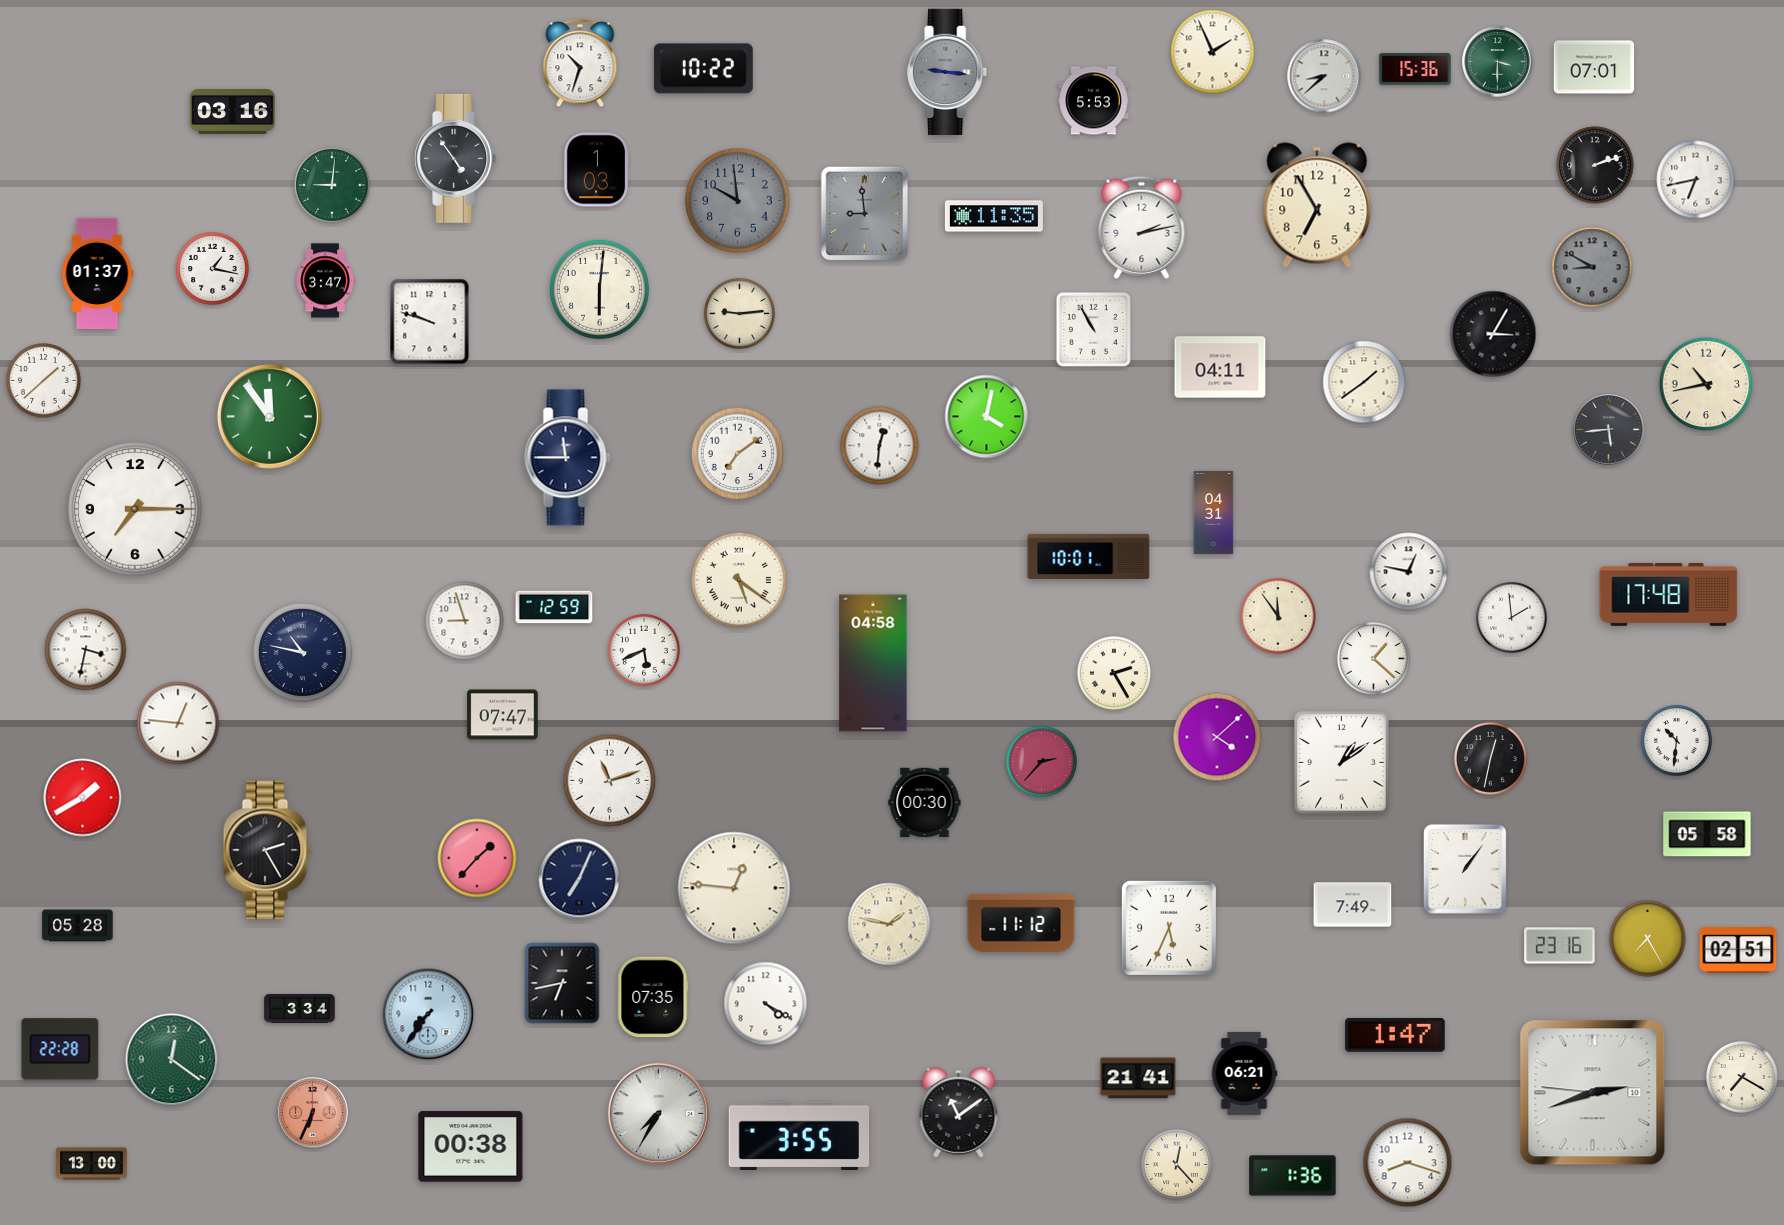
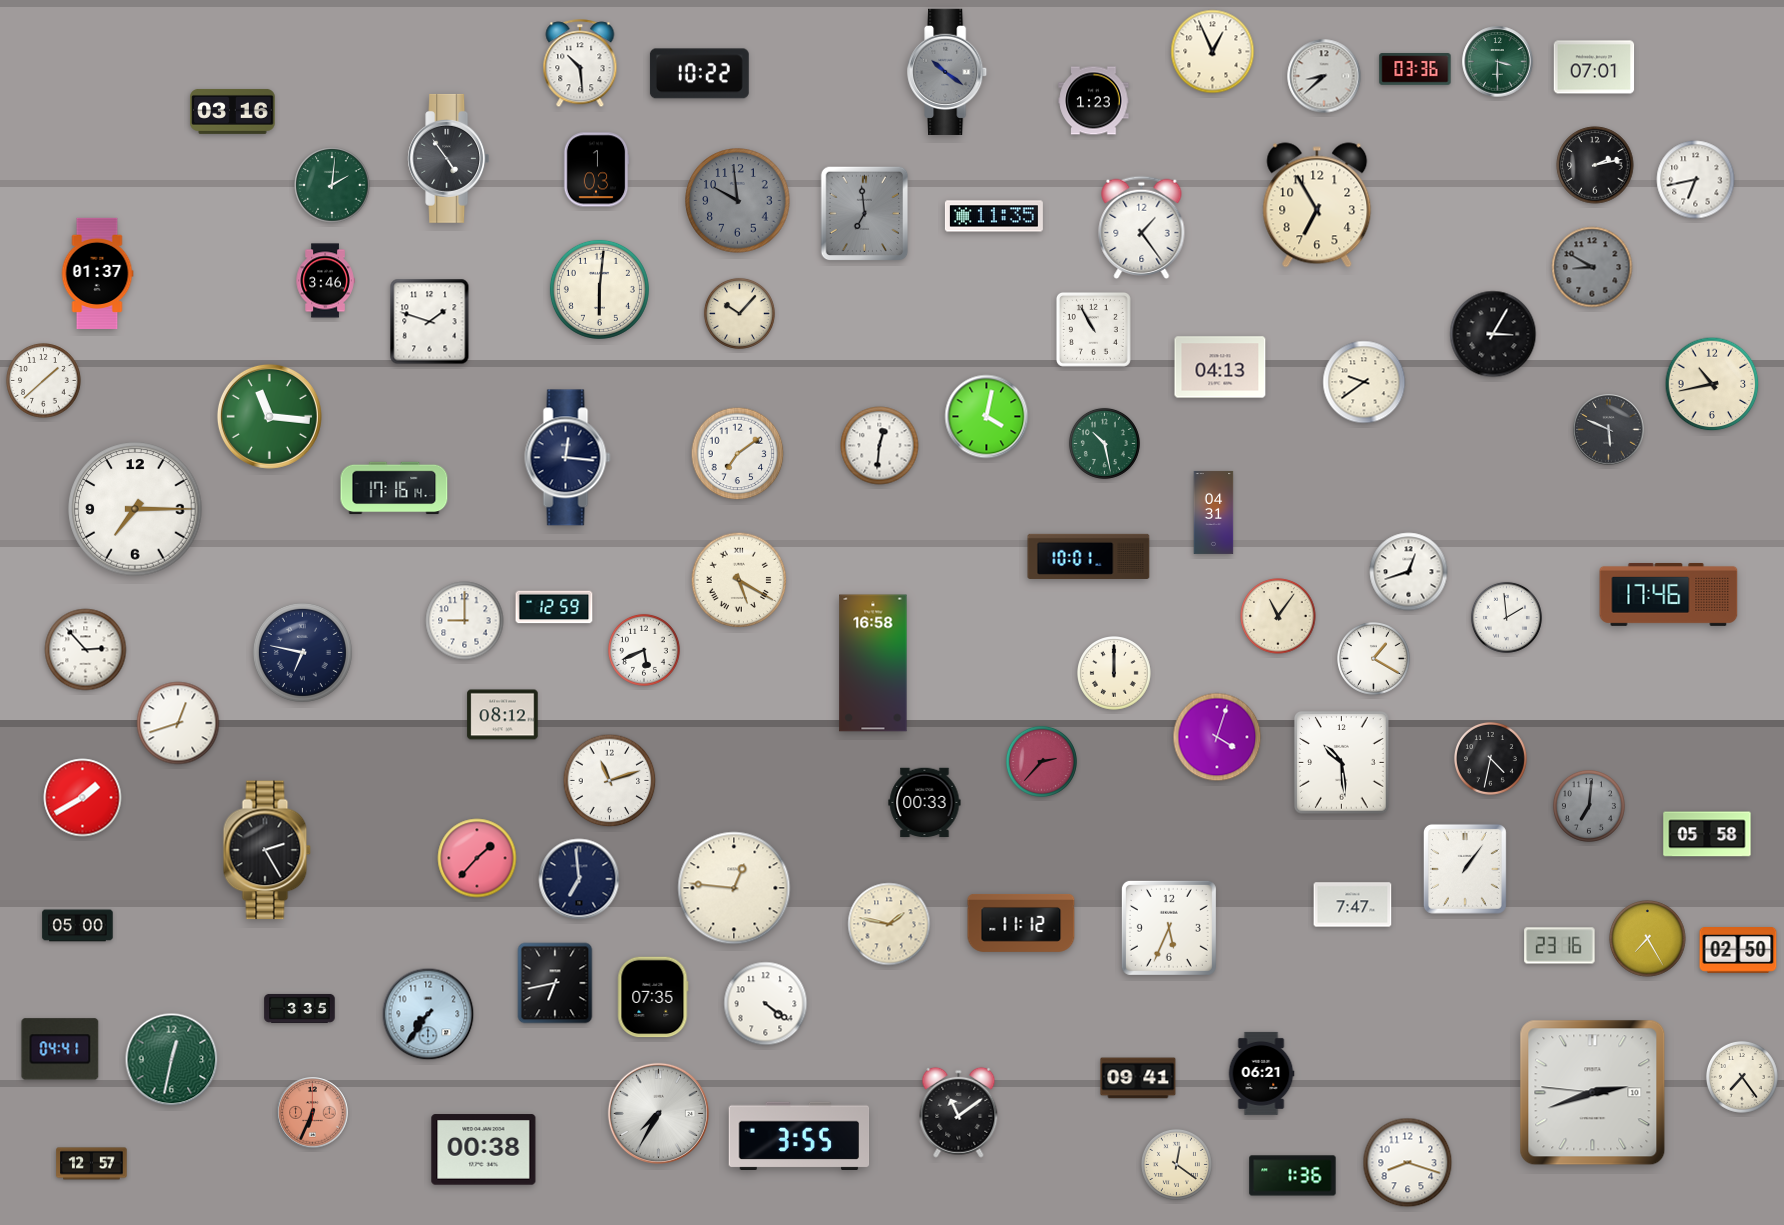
clock at (1213, 52): 1:56 -> 12:56
clock at (580, 64): 10:33 -> 10:29
clock at (703, 69) position: (703, 69) -> (699, 74)
clock at (1415, 69): 15:36 -> 03:36
clock at (948, 72): 9:16 -> 10:21
clock at (1094, 101): 5:53 -> 1:23
clock at (456, 158) position: (456, 158) -> (449, 158)
clock at (1595, 165): 2:12 -> 2:13
clock at (332, 185): 9:01 -> 2:01
clock at (865, 214): 8:59 -> 6:59
clock at (1142, 227): 2:13 -> 1:24
clock at (213, 269): 1:17 -> none
clock at (325, 281): 3:47 -> 3:46
clock at (739, 313): 9:14 -> 10:07
clock at (430, 322): 9:48 -> 1:48
clock at (1220, 367): 04:11 -> 04:13
clock at (1364, 382): 1:39 -> 9:39
clock at (1706, 384) position: (1706, 384) -> (1712, 384)
clock at (269, 416): 11:54 -> 11:16
clock at (1609, 430): 5:44 -> 5:49
clock at (1104, 443): none -> 10:28
clock at (568, 458): 11:45 -> 12:16
clock at (394, 488): none -> 17:16
clock at (1409, 572): 12:47 -> 12:42
clock at (739, 580): 5:21 -> 5:20
clock at (1669, 594): 17:48 -> 17:46
clock at (1278, 616): 11:54 -> 11:06
clock at (1511, 617) position: (1511, 617) -> (1506, 617)
clock at (465, 621): 8:57 -> 9:00
clock at (86, 650): 3:32 -> 2:53
clock at (302, 652): 10:47 -> 6:47
clock at (1374, 659): 1:22 -> 1:20
clock at (873, 663): 04:58 -> 16:58
clock at (1114, 673): 2:25 -> 12:00
clock at (503, 715): 07:47 -> 08:12
clock at (178, 723): 12:46 -> 12:42
clock at (1217, 737): 4:08 -> 4:03
clock at (1676, 740): 10:31 -> none
clock at (1491, 759): 12:32 -> 4:32
clock at (1342, 763): 1:09 -> 10:29
clock at (925, 803): 00:30 -> 00:33
clock at (1589, 806): none -> 7:01
clock at (579, 879): 7:04 -> 6:59
clock at (1353, 905): 7:49 -> 7:47
clock at (78, 926): 05:28 -> 05:00
clock at (1738, 951): 02:51 -> 02:50
clock at (562, 983) position: (562, 983) -> (555, 983)
clock at (766, 1004): 4:20 -> 4:21
clock at (300, 1008): 3:34 -> 3:35
clock at (1396, 1036): 1:47 -> none
clock at (60, 1049): 22:28 -> 04:41
clock at (172, 1060): 12:21 -> 12:32
clock at (1244, 1073) position: (1244, 1073) -> (1261, 1073)
clock at (1742, 1077): 7:20 -> 7:24
clock at (1138, 1078): 21:41 -> 09:41
clock at (471, 1147) position: (471, 1147) -> (484, 1150)
clock at (92, 1164): 13:00 -> 12:57
clock at (1176, 1164): 12:23 -> 12:21
